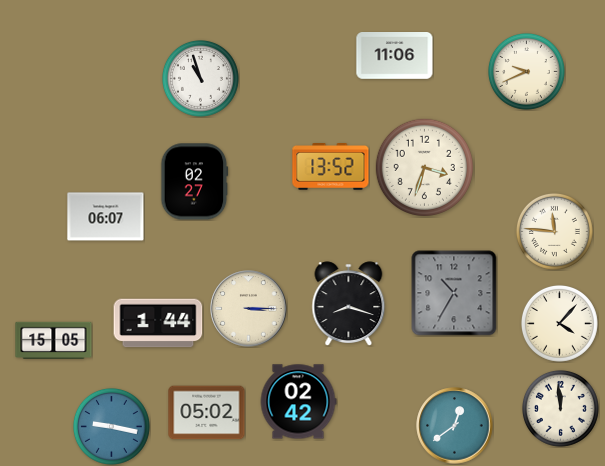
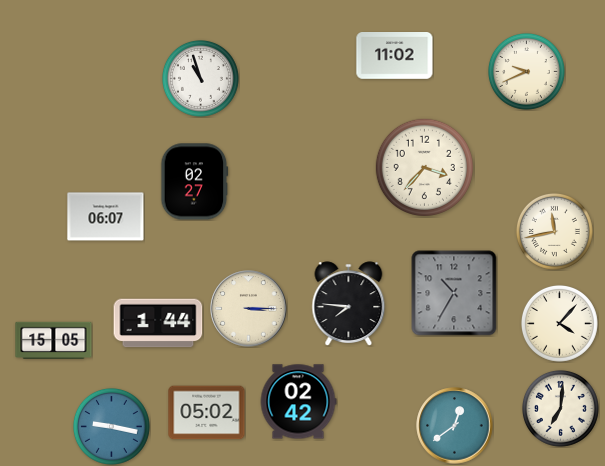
clock at (395, 56): 11:06 -> 11:02
clock at (331, 167): 13:52 -> none
clock at (424, 167): 3:33 -> 3:37
clock at (554, 231): 11:46 -> 11:43
clock at (349, 304): 8:18 -> 7:46
clock at (560, 408): 11:59 -> 7:01
